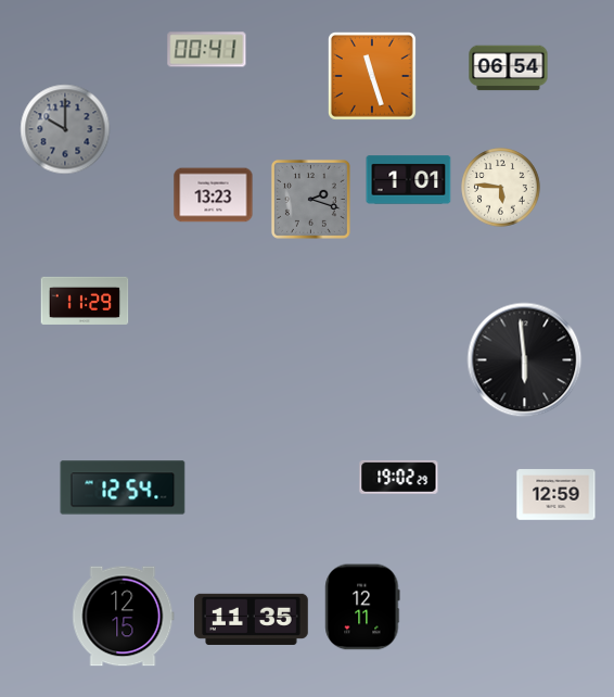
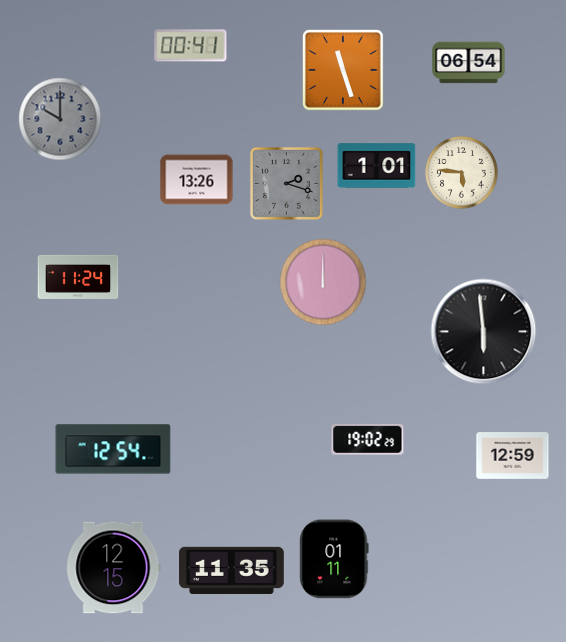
clock at (214, 195): 13:23 -> 13:26
clock at (85, 301): 11:29 -> 11:24
clock at (323, 282): none -> 12:00
clock at (362, 607): 12:11 -> 01:11
